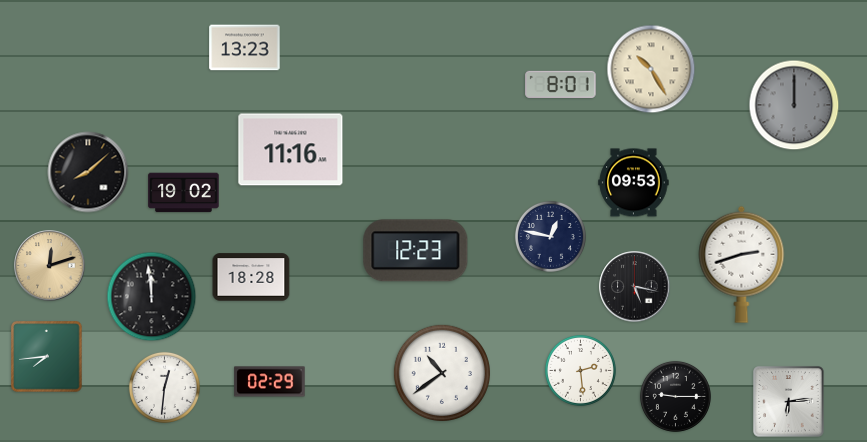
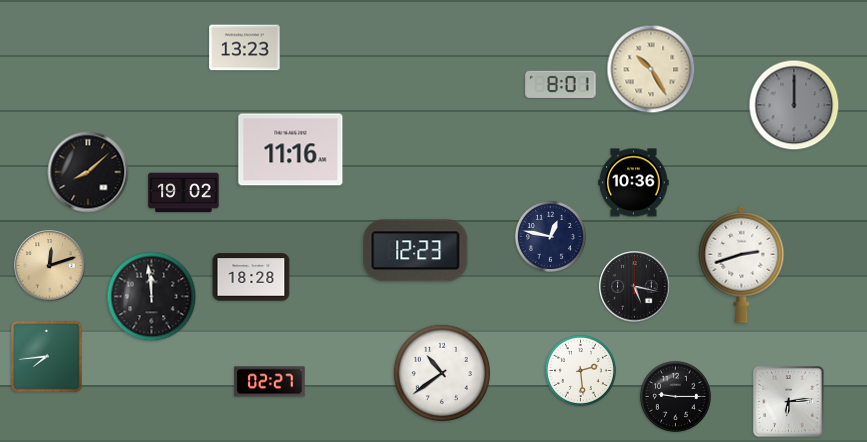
clock at (634, 183): 09:53 -> 10:36
clock at (270, 382): 02:29 -> 02:27
clock at (164, 387): 12:31 -> none
